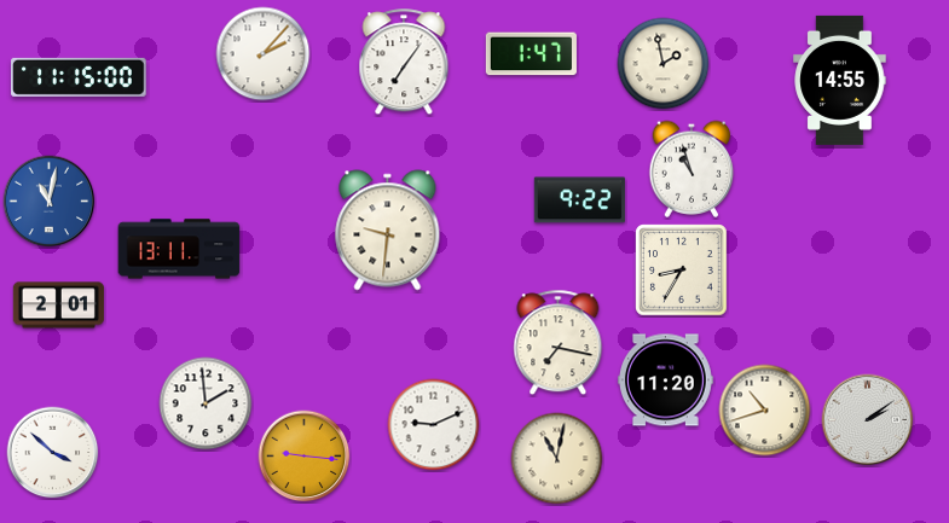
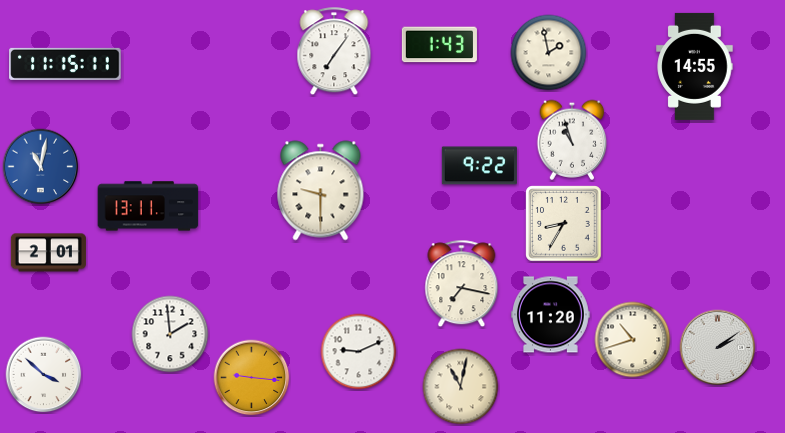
clock at (264, 54): 2:07 -> none
clock at (531, 54): 1:47 -> 1:43
clock at (79, 77): 11:15:00 -> 11:15:11
clock at (388, 231): 9:31 -> 9:30
clock at (557, 459) position: (557, 459) -> (461, 387)
